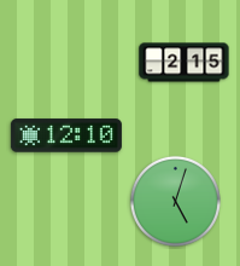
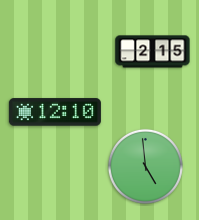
clock at (175, 201): 5:03 -> 4:59
